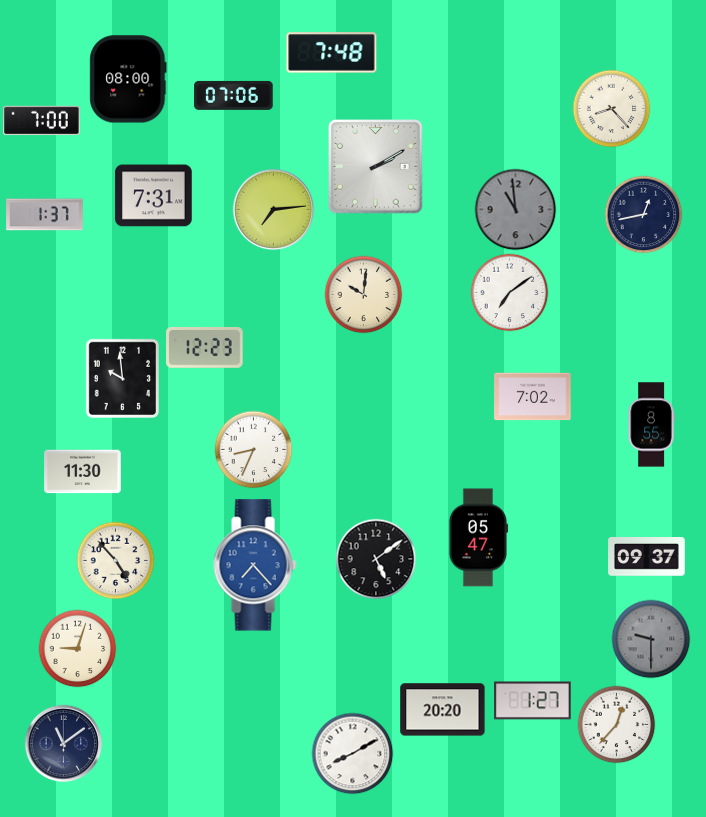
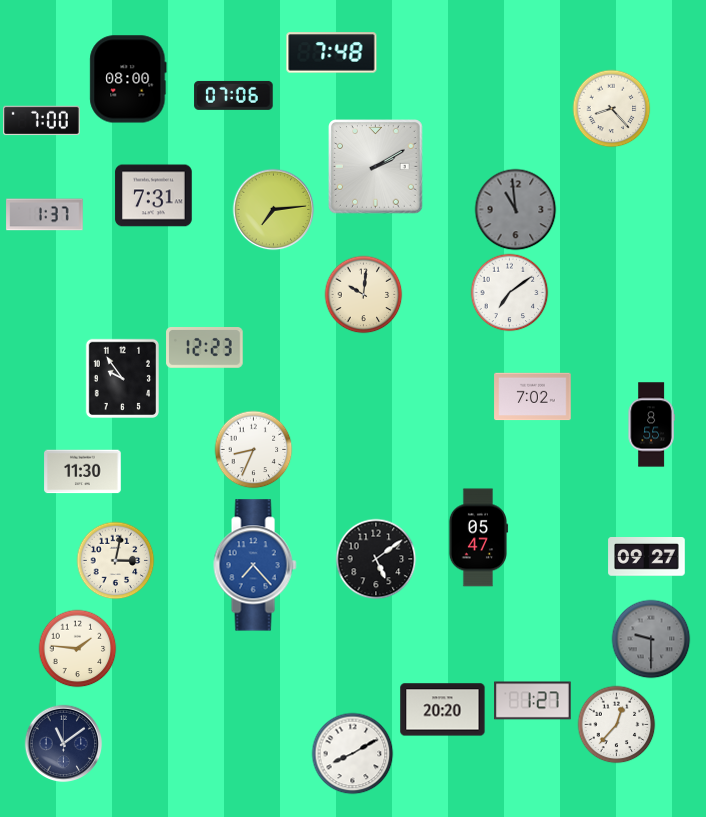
clock at (643, 214): 12:43 -> none
clock at (122, 378): 9:59 -> 9:54
clock at (647, 557): 09:37 -> 09:27
clock at (115, 560): 4:53 -> 3:02
clock at (77, 648): 9:03 -> 1:46
